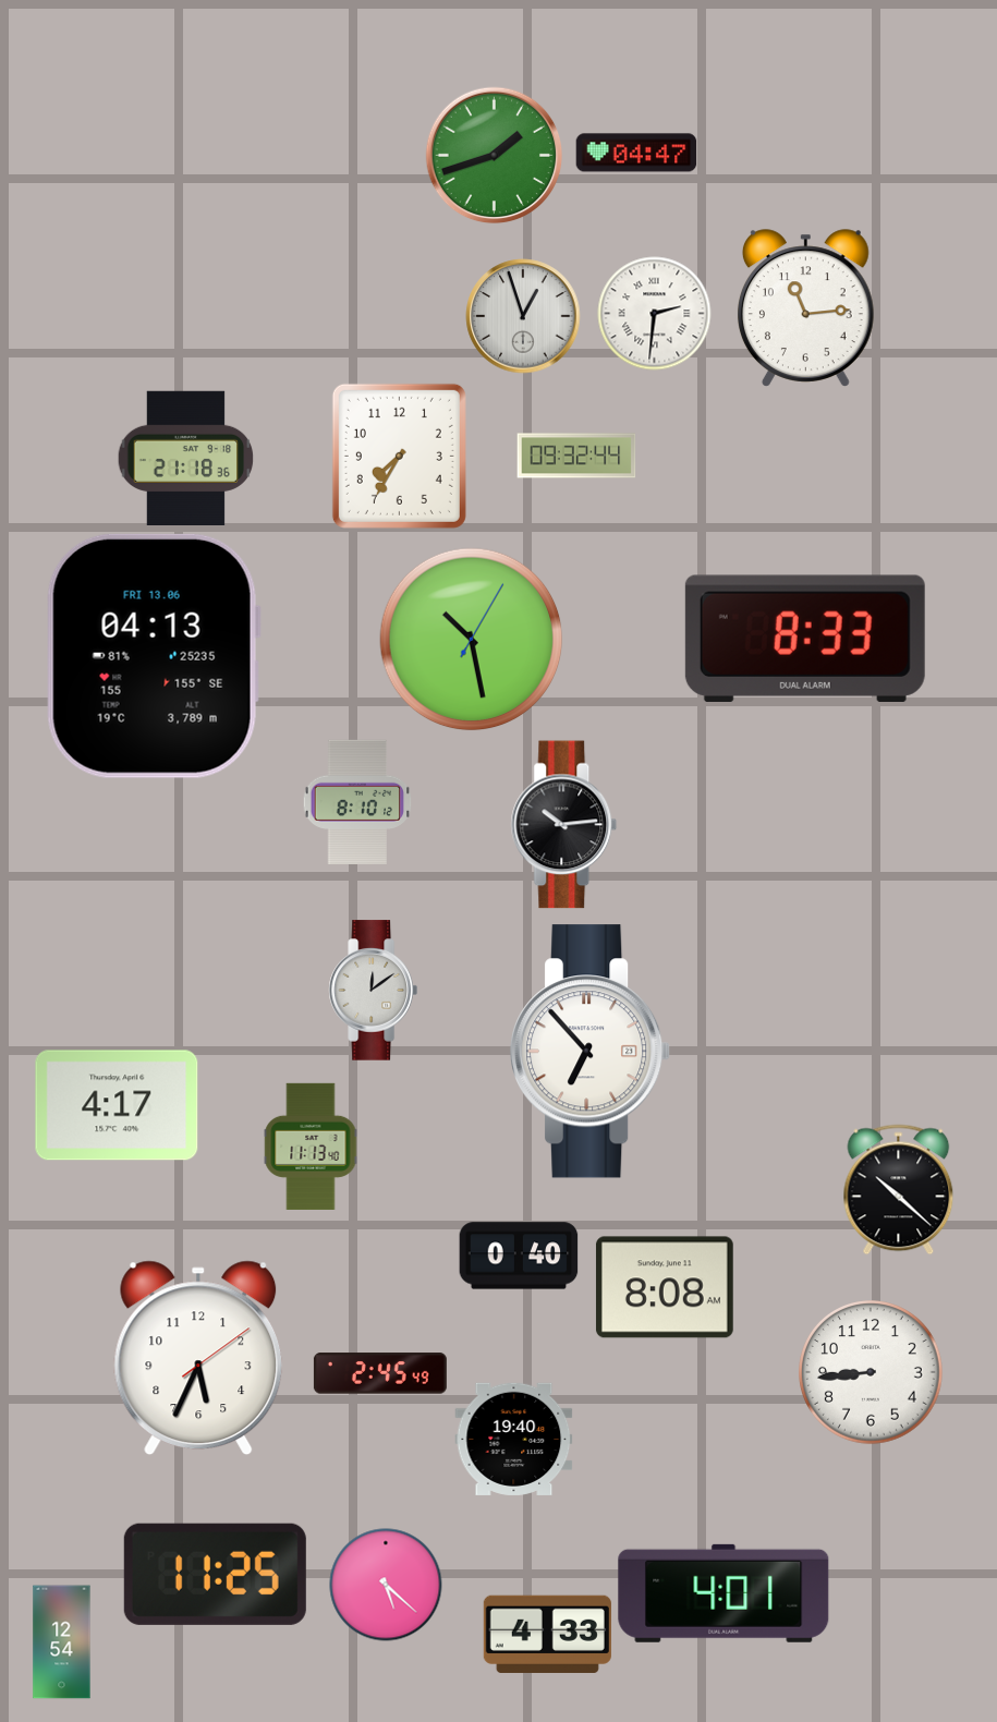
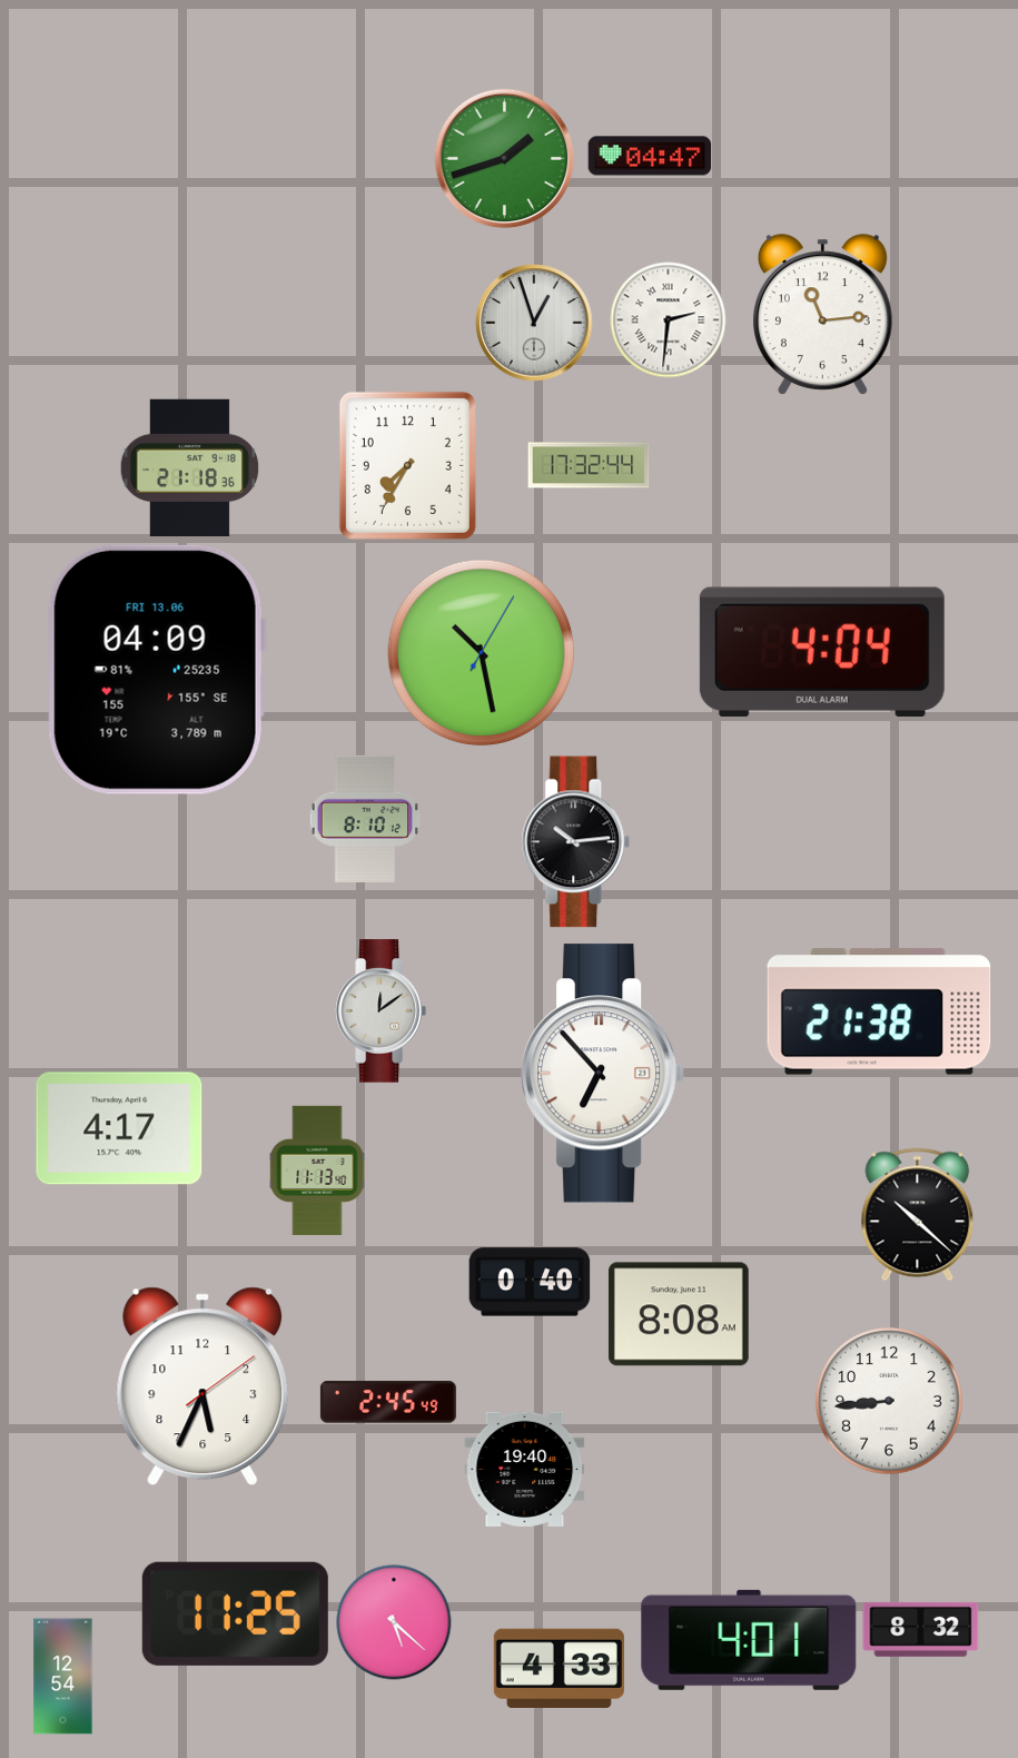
clock at (576, 456): 09:32 -> 17:32
clock at (805, 639): 8:33 -> 4:04
clock at (154, 656): 04:13 -> 04:09
clock at (879, 1011): none -> 21:38
clock at (215, 1574) position: (215, 1574) -> (235, 1613)
clock at (386, 1585) position: (386, 1585) -> (394, 1622)
clock at (724, 1593) position: (724, 1593) -> (749, 1640)
clock at (921, 1629): none -> 8:32
